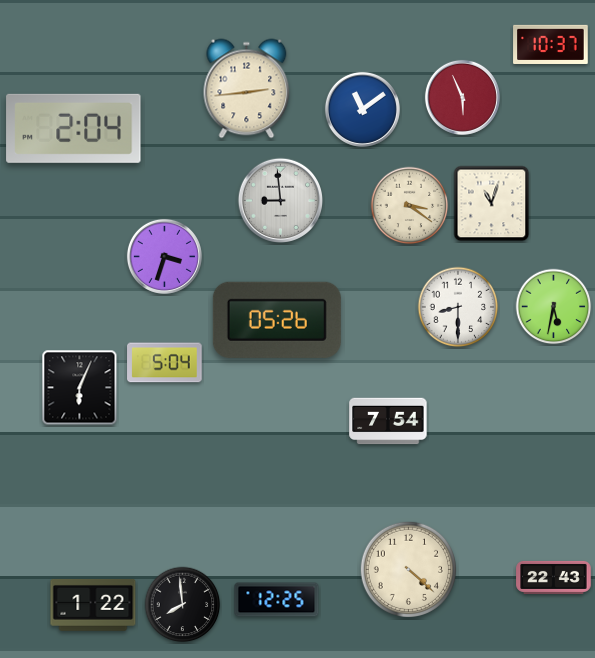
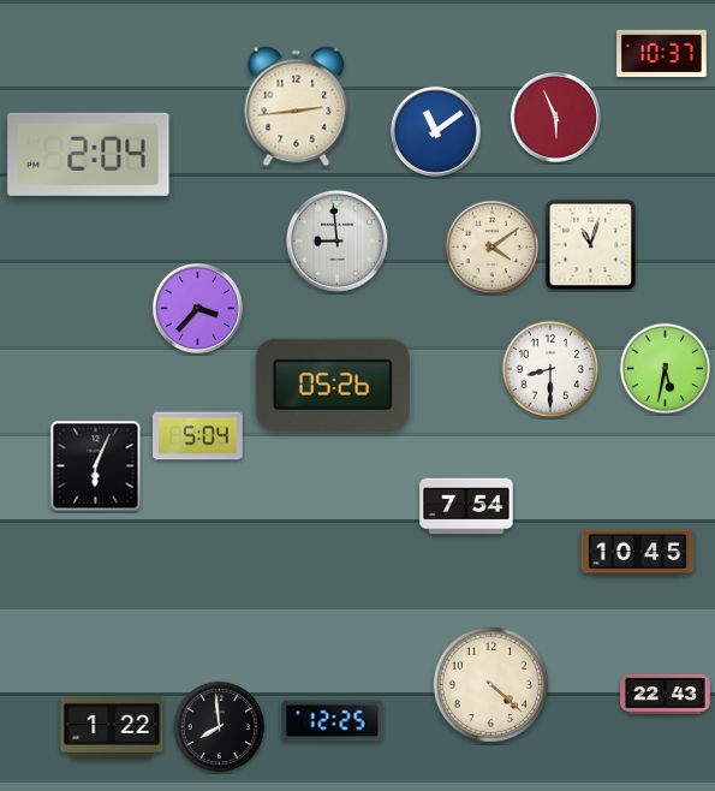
clock at (410, 206): 3:21 -> 4:09
clock at (164, 256): 3:33 -> 3:37
clock at (638, 553): none -> 10:45
